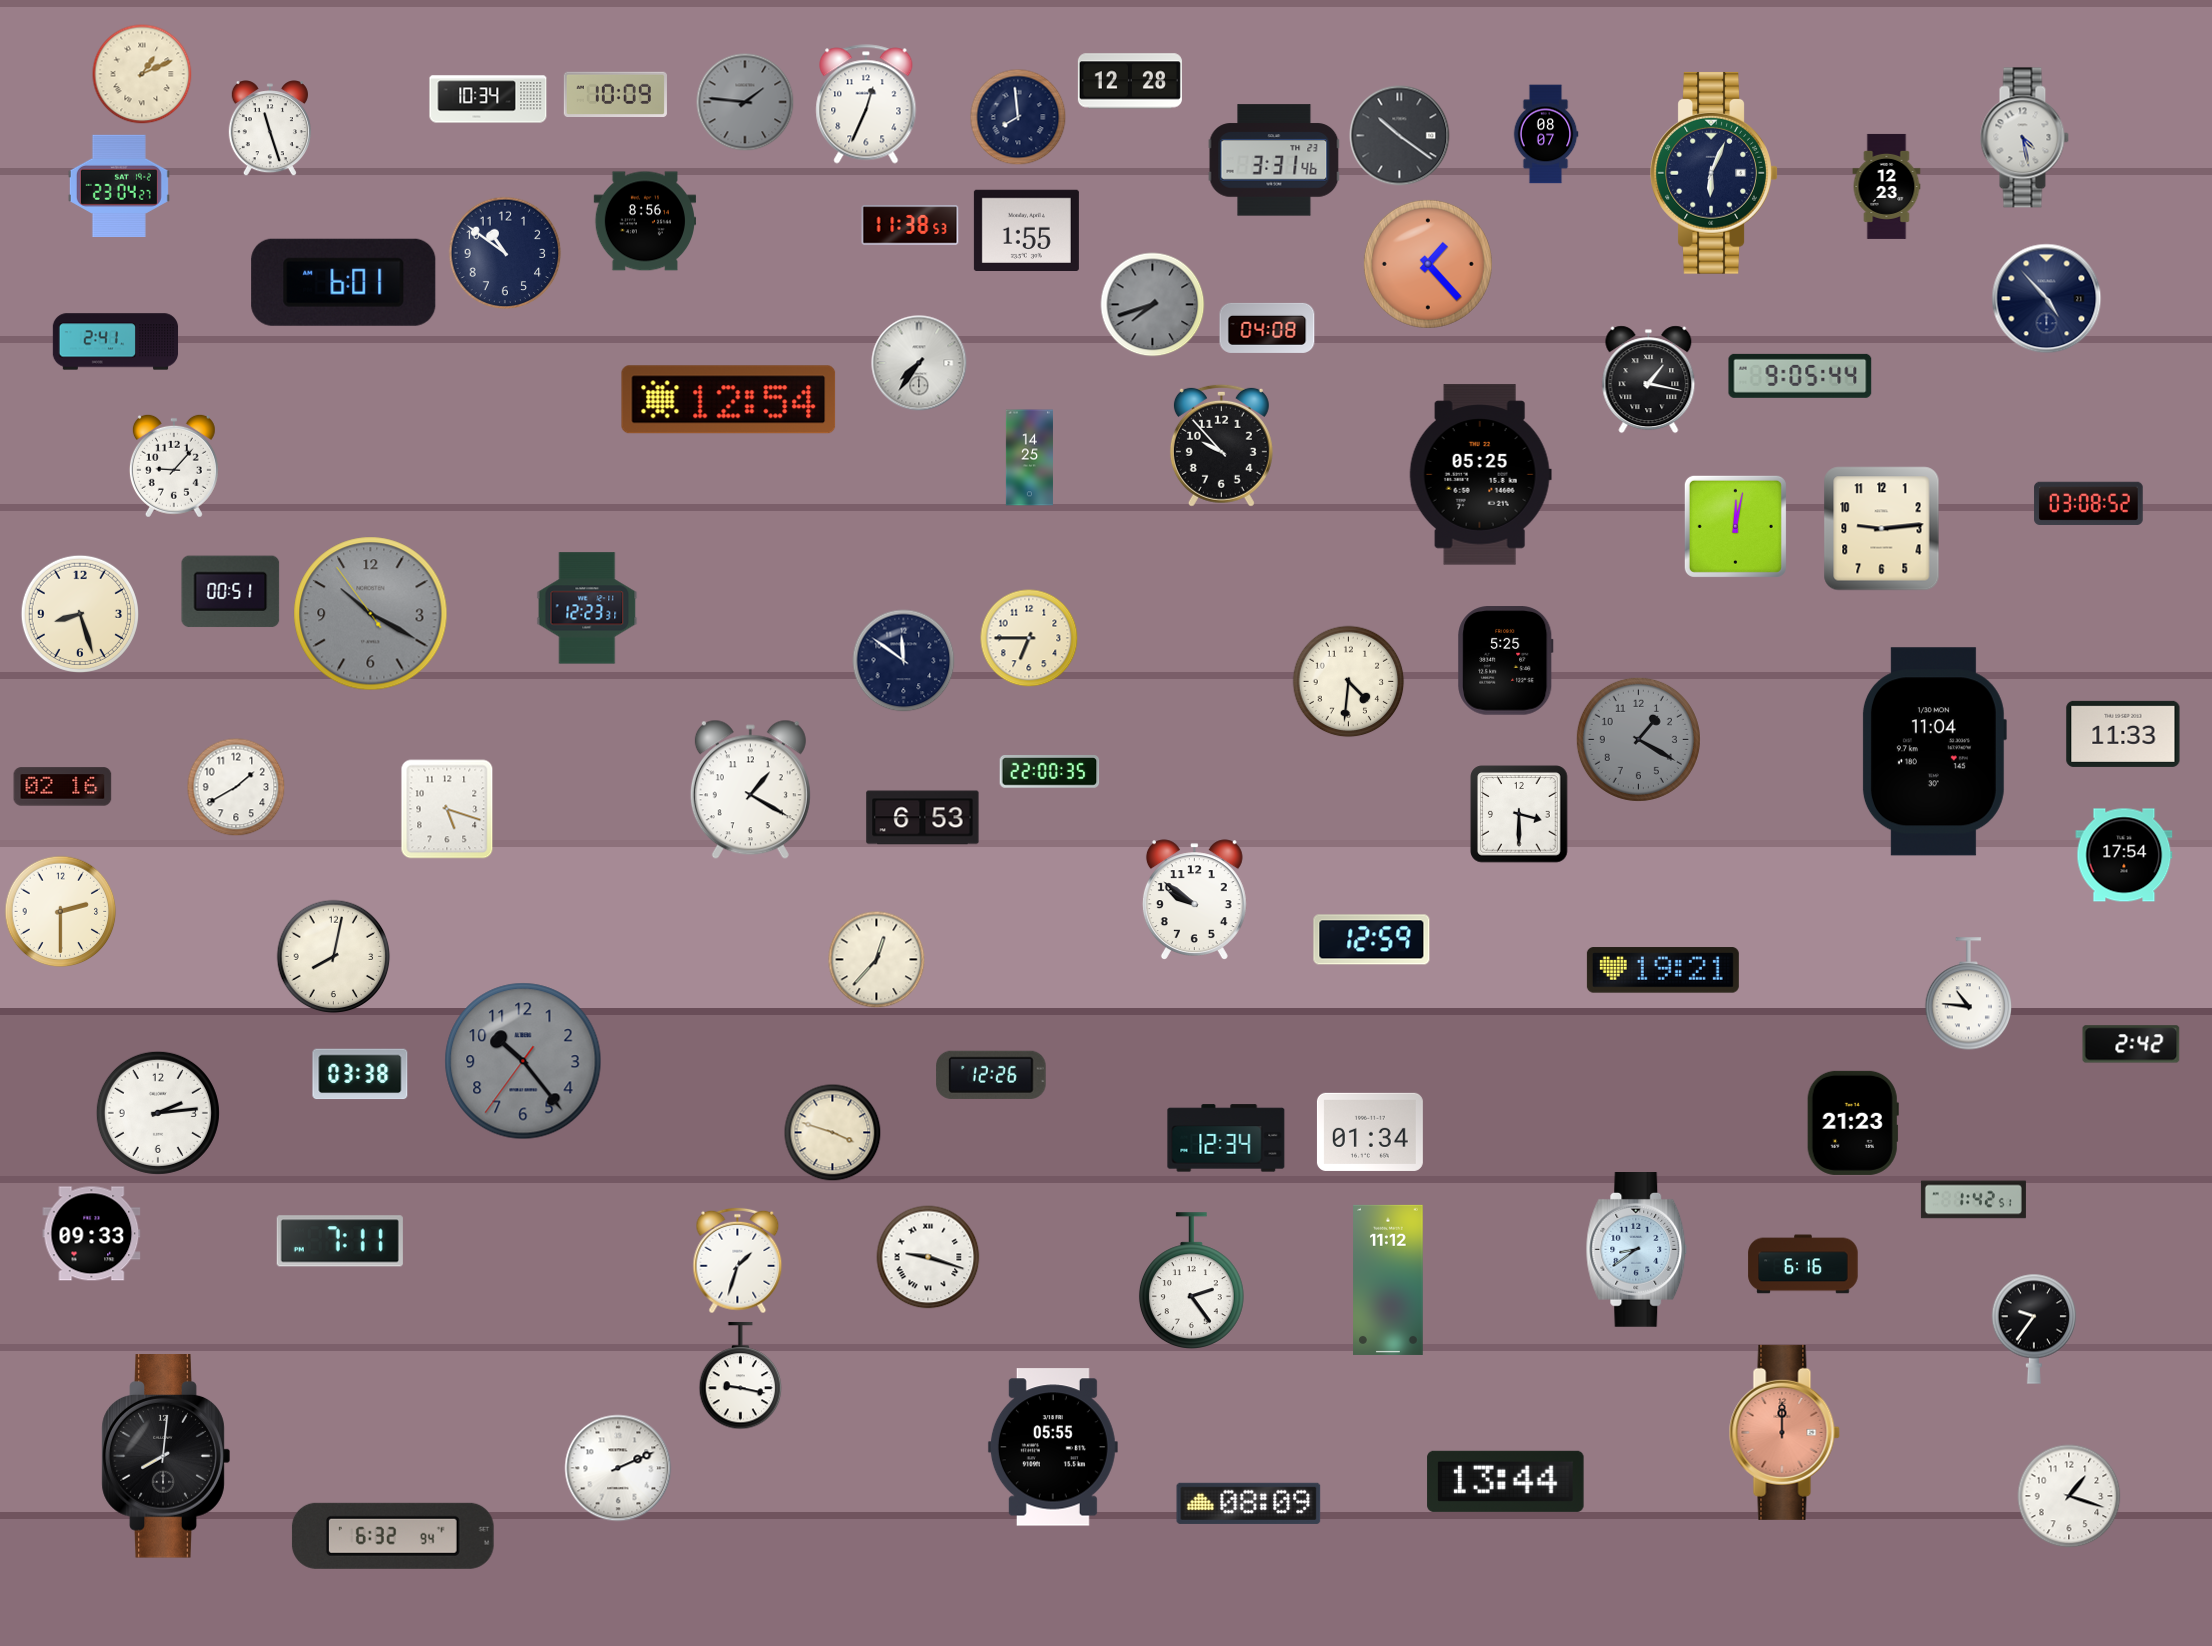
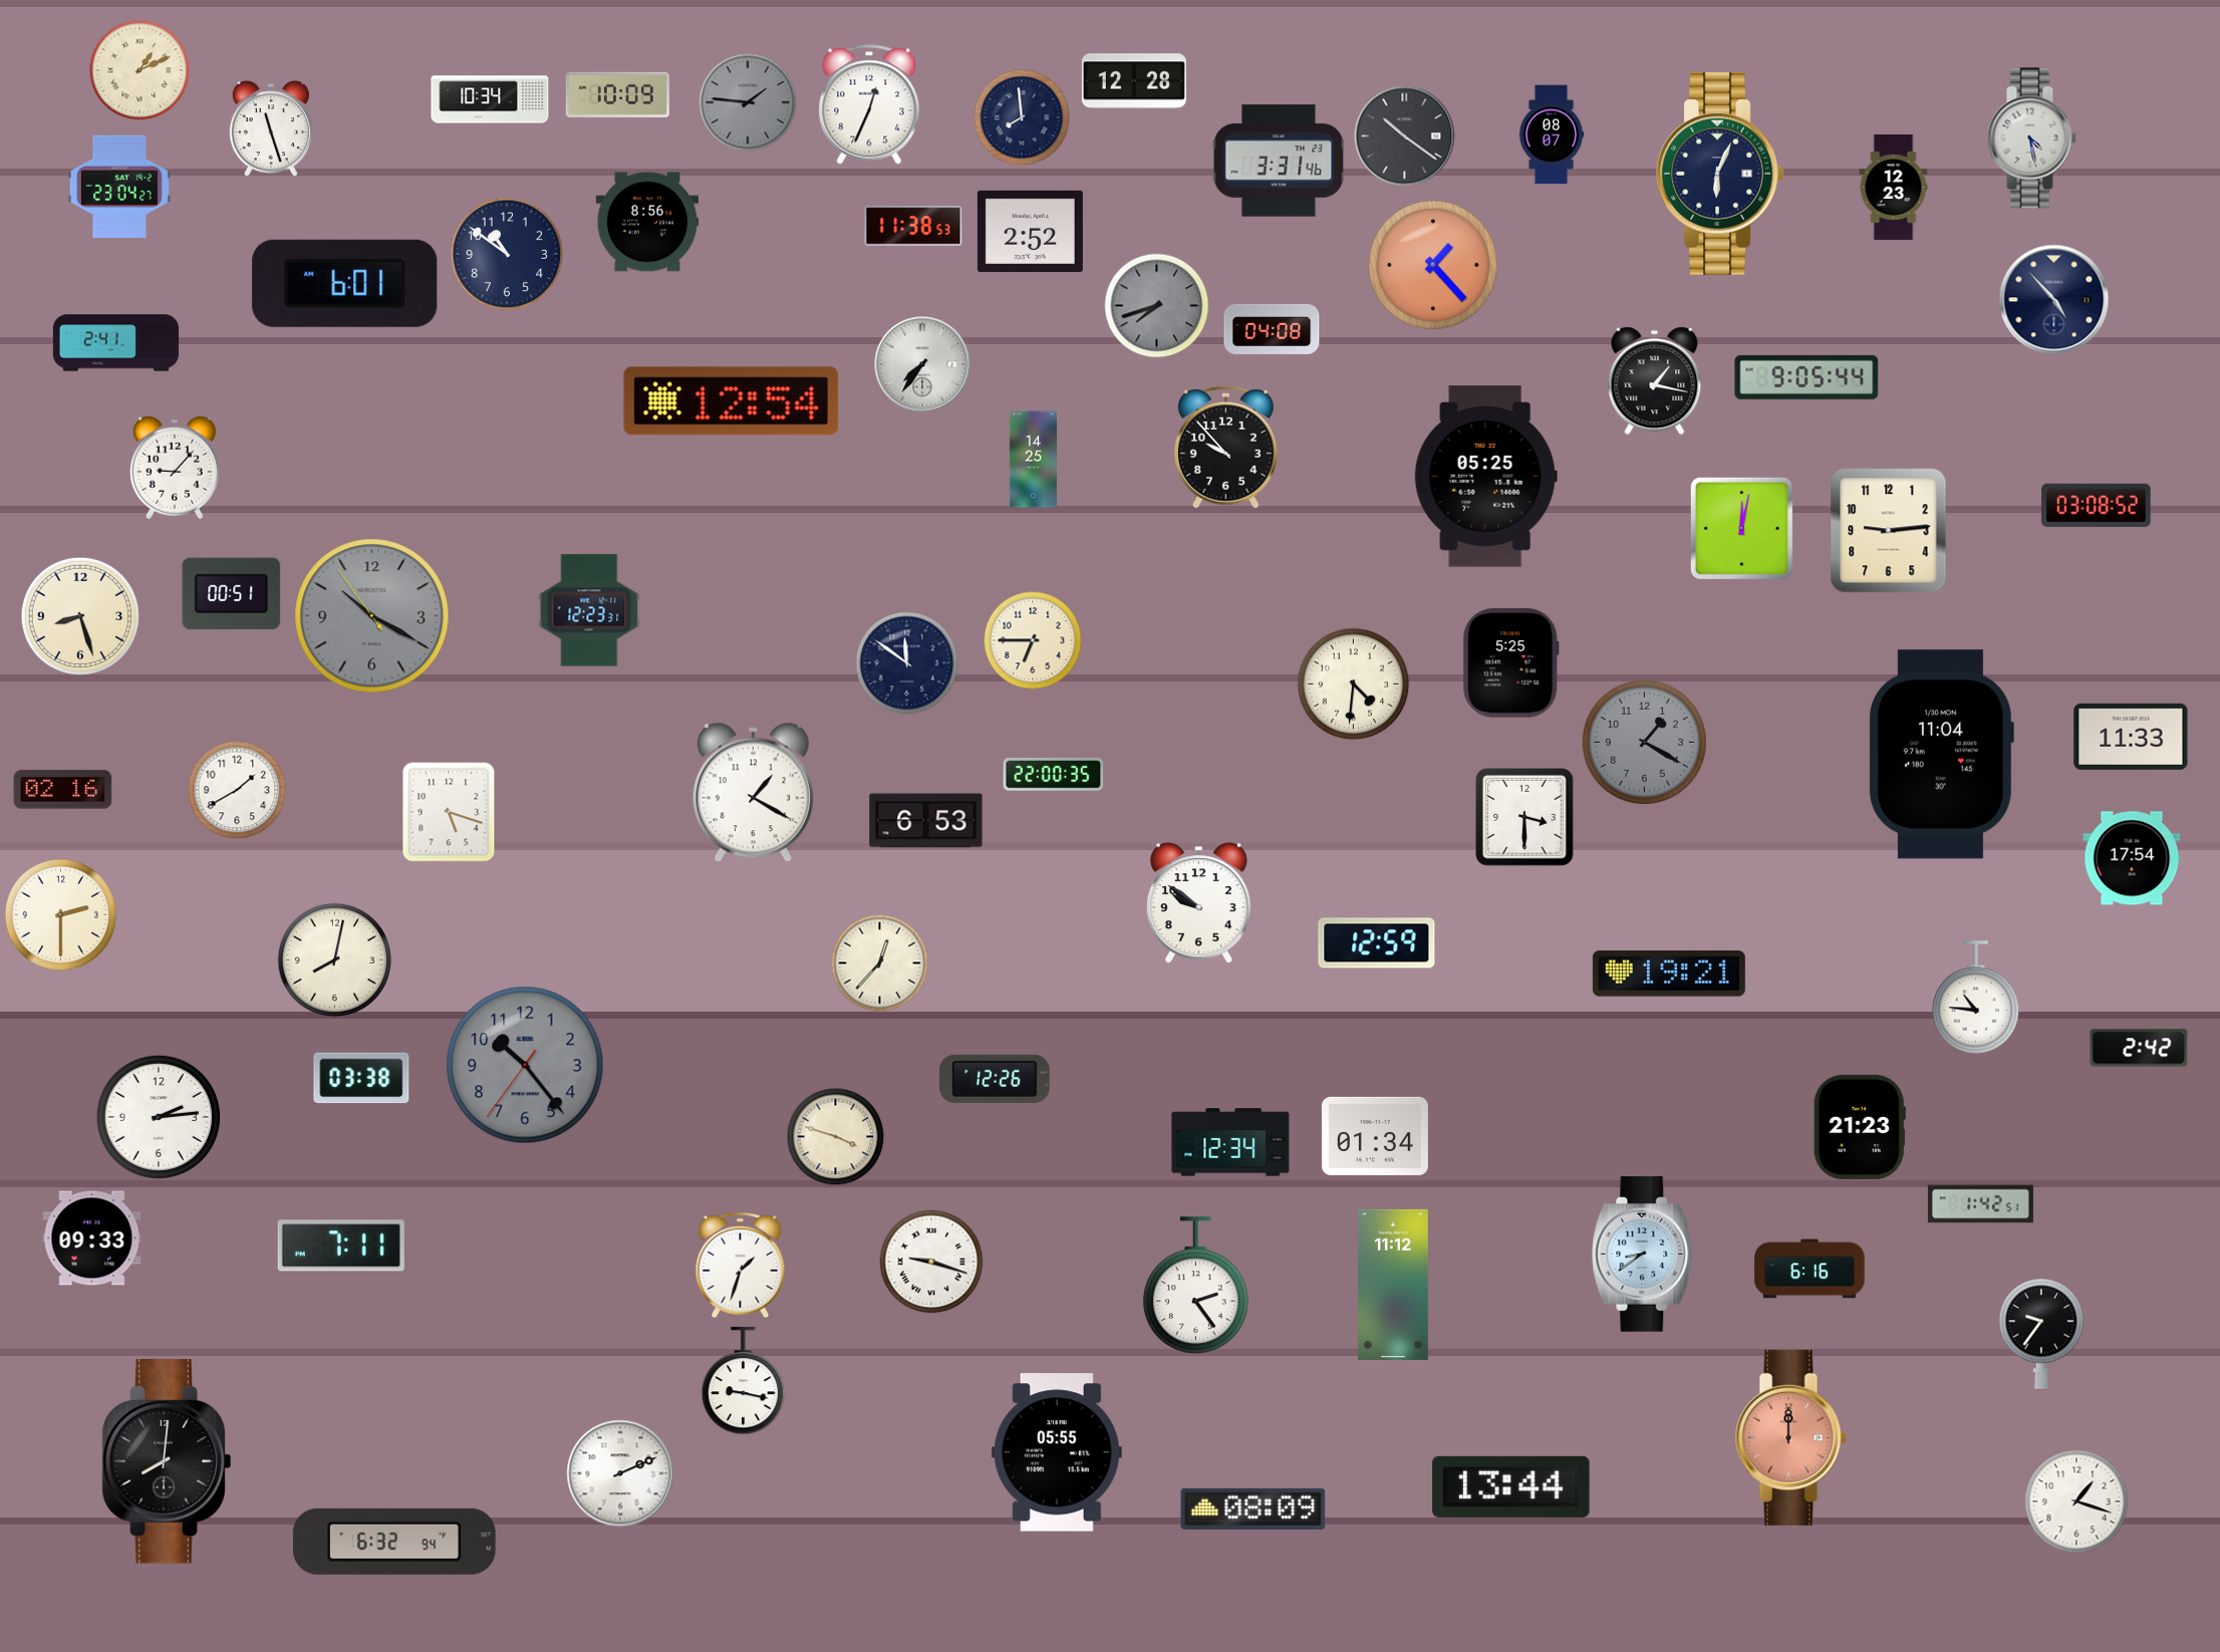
clock at (142, 74) position: (142, 74) -> (140, 70)
clock at (1026, 230): 1:55 -> 2:52
